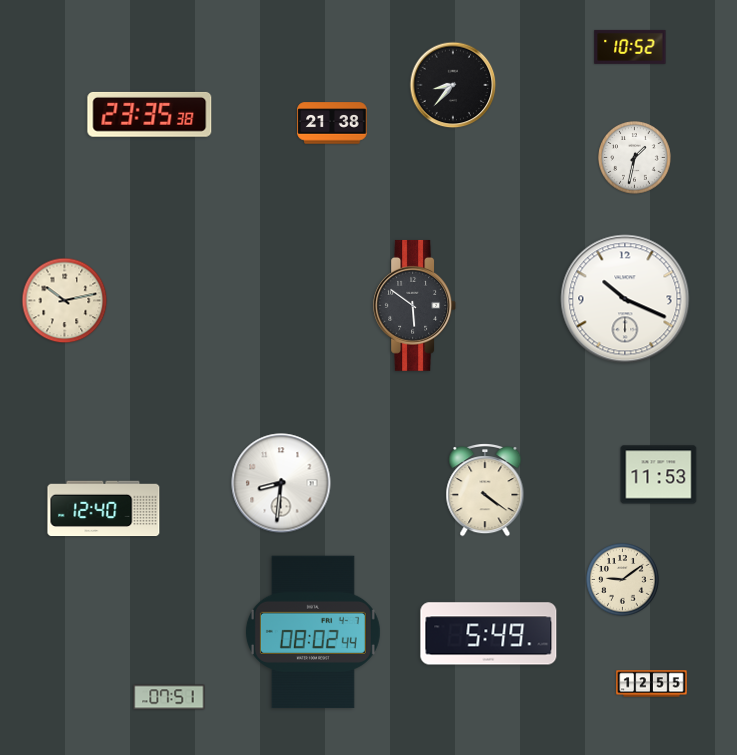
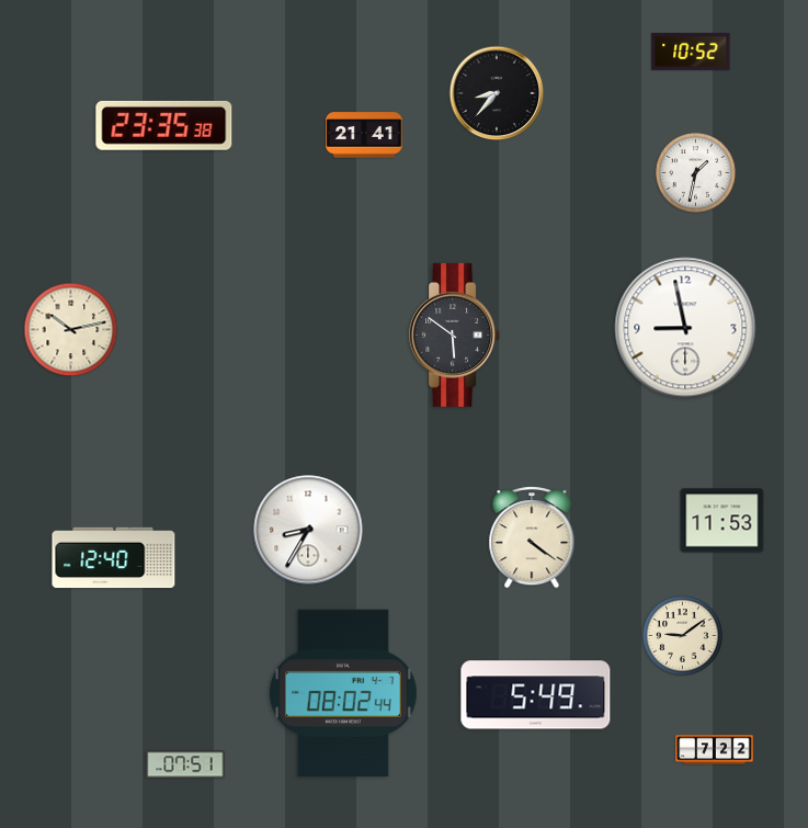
clock at (332, 123): 21:38 -> 21:41
clock at (625, 299): 10:19 -> 8:58
clock at (281, 483): 8:31 -> 8:35
clock at (652, 684): 12:55 -> 7:22
